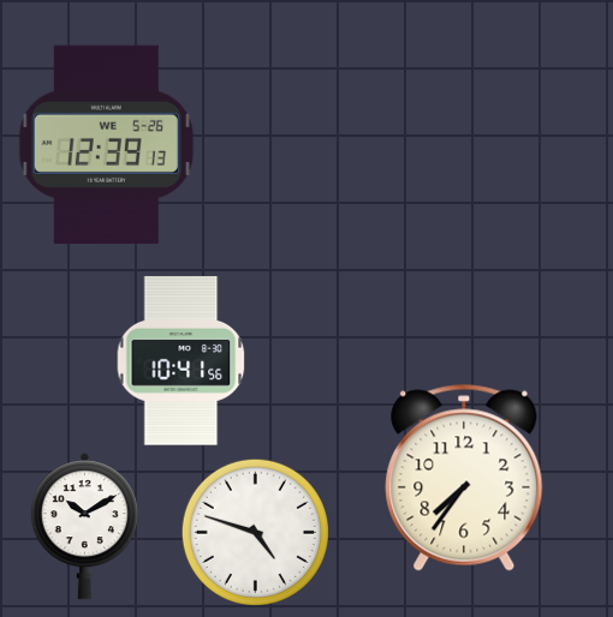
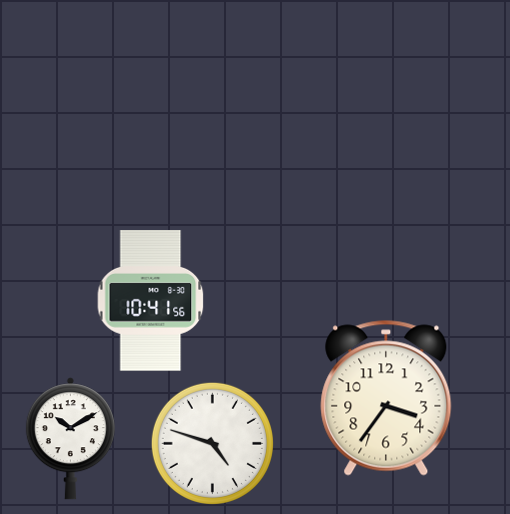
clock at (106, 144): 12:39 -> none
clock at (464, 478): 7:36 -> 3:36
